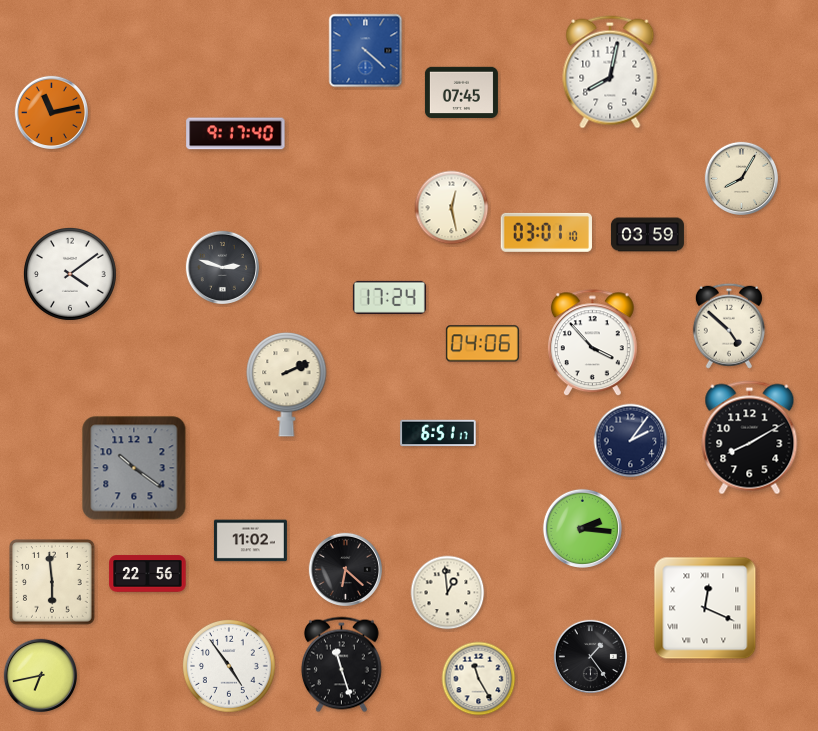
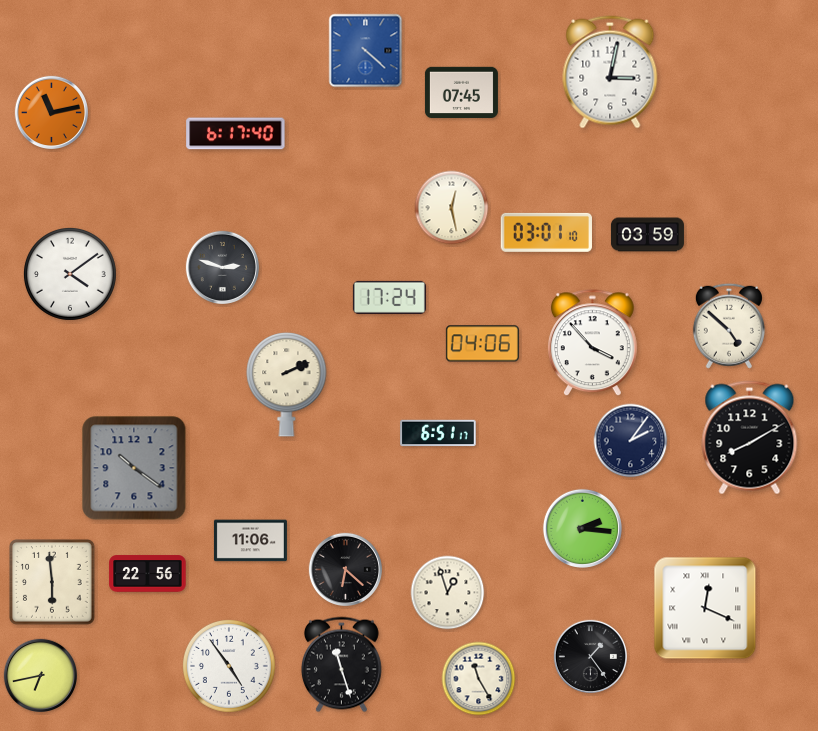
clock at (610, 72): 8:02 -> 3:02
clock at (236, 134): 9:17 -> 6:17
clock at (741, 178): 8:05 -> none
clock at (250, 541): 11:02 -> 11:06
clock at (448, 593): 12:59 -> 12:57
